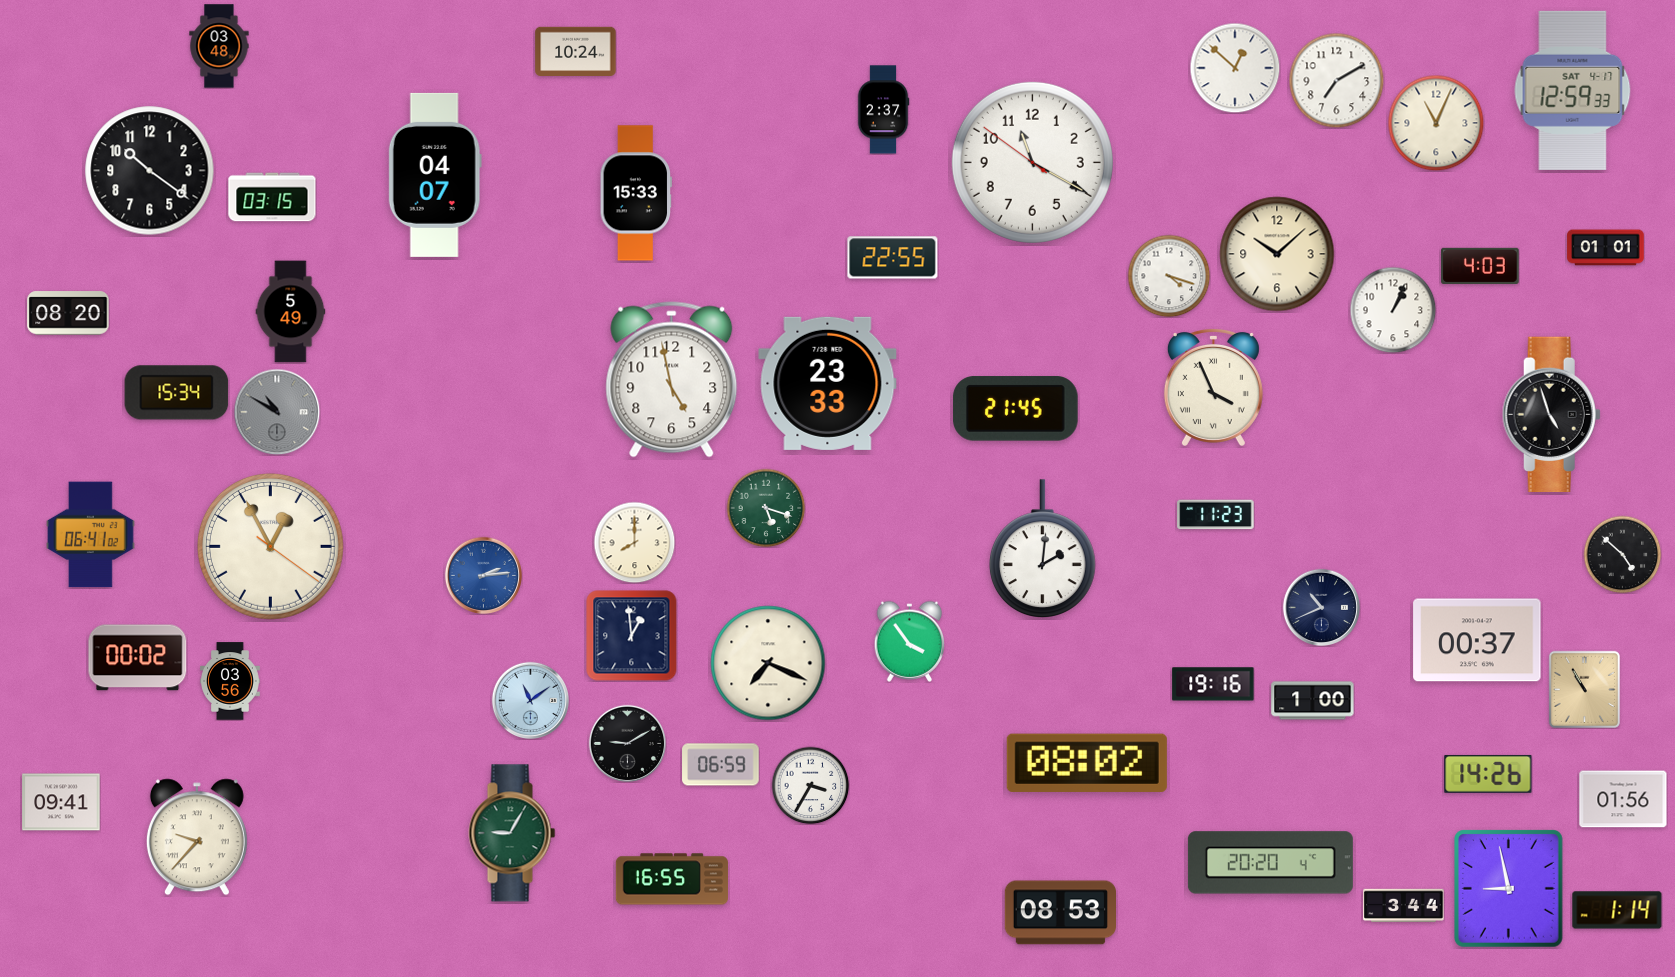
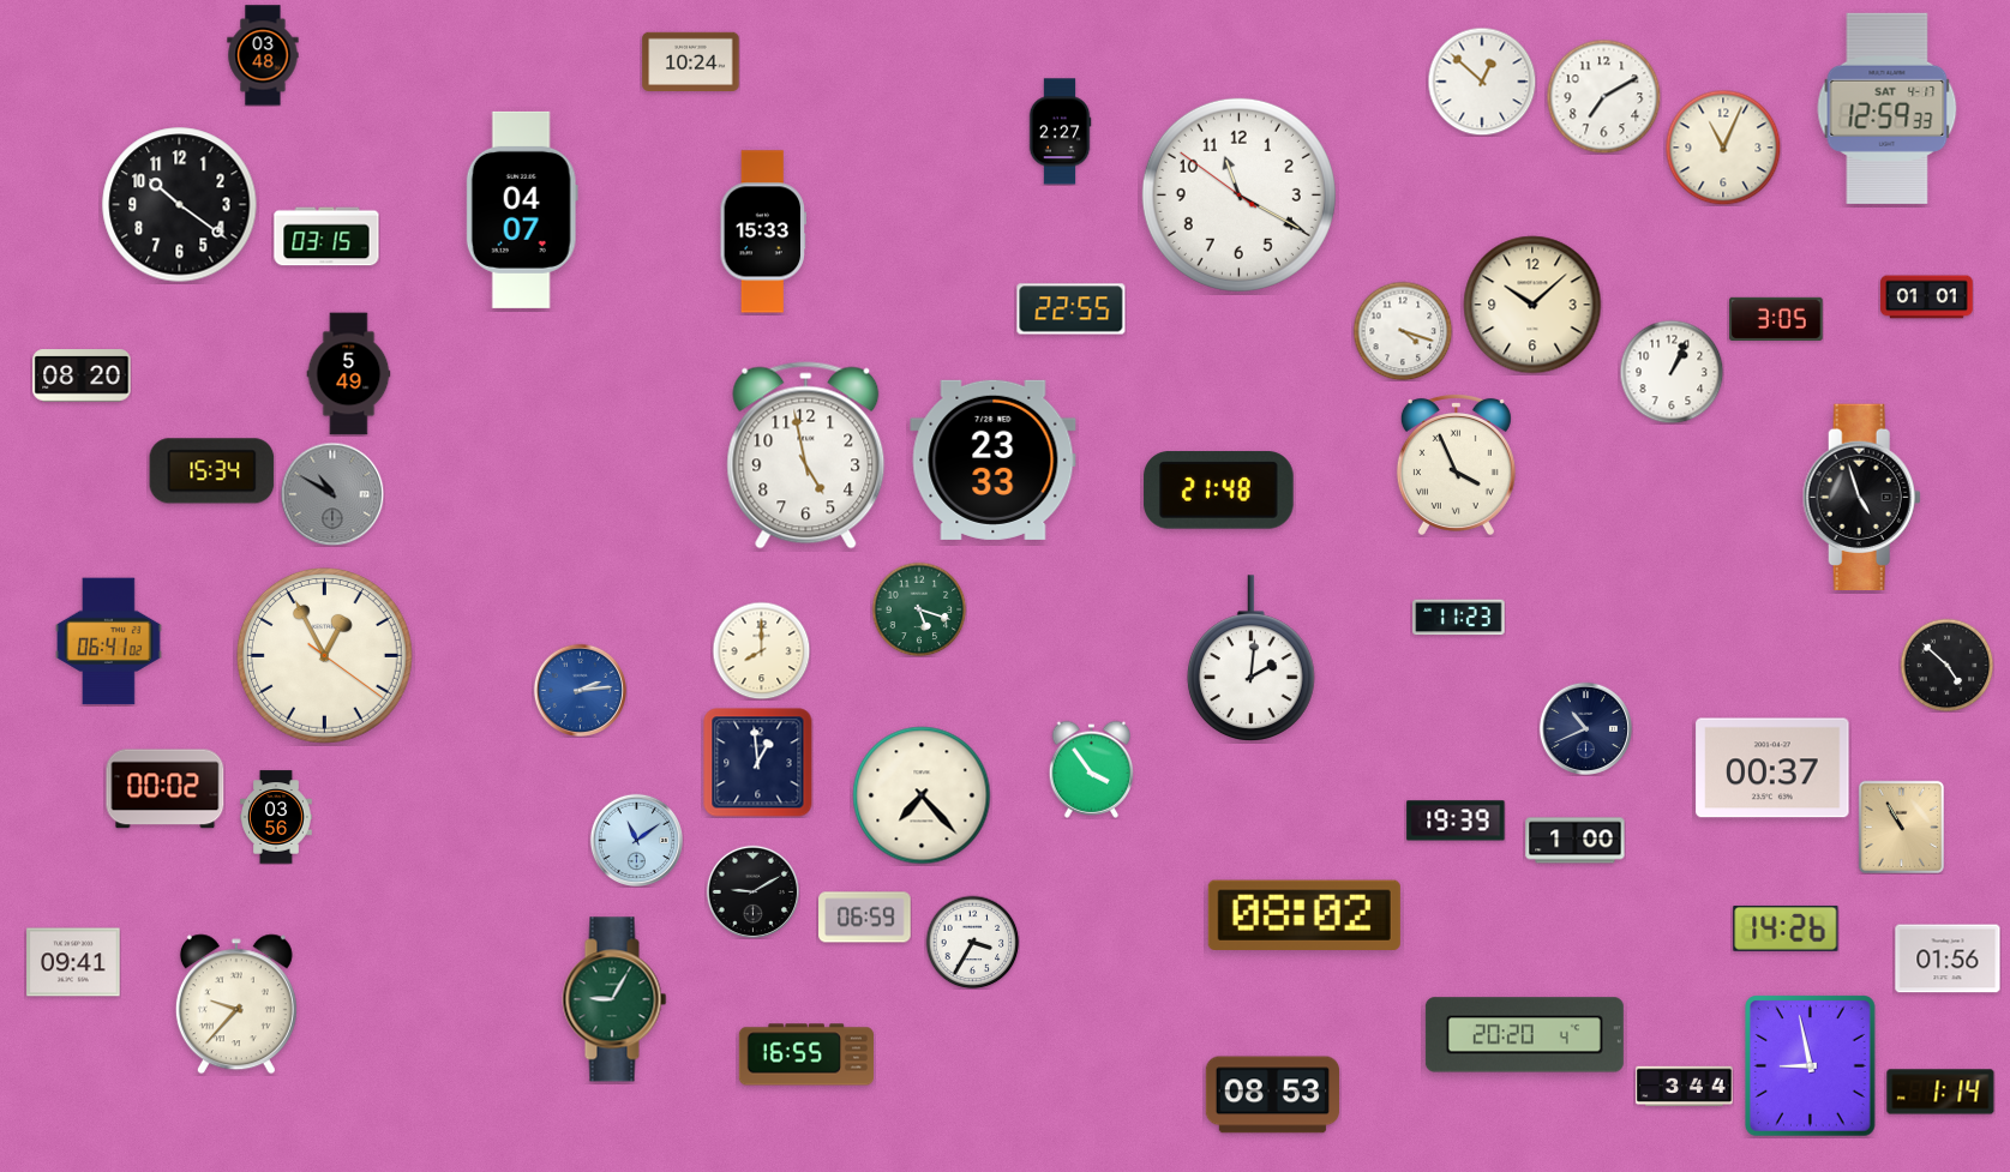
clock at (883, 110): 2:37 -> 2:27
clock at (1480, 266): 4:03 -> 3:05
clock at (1016, 409): 21:45 -> 21:48
clock at (768, 663): 7:19 -> 7:23
clock at (1213, 684): 19:16 -> 19:39
